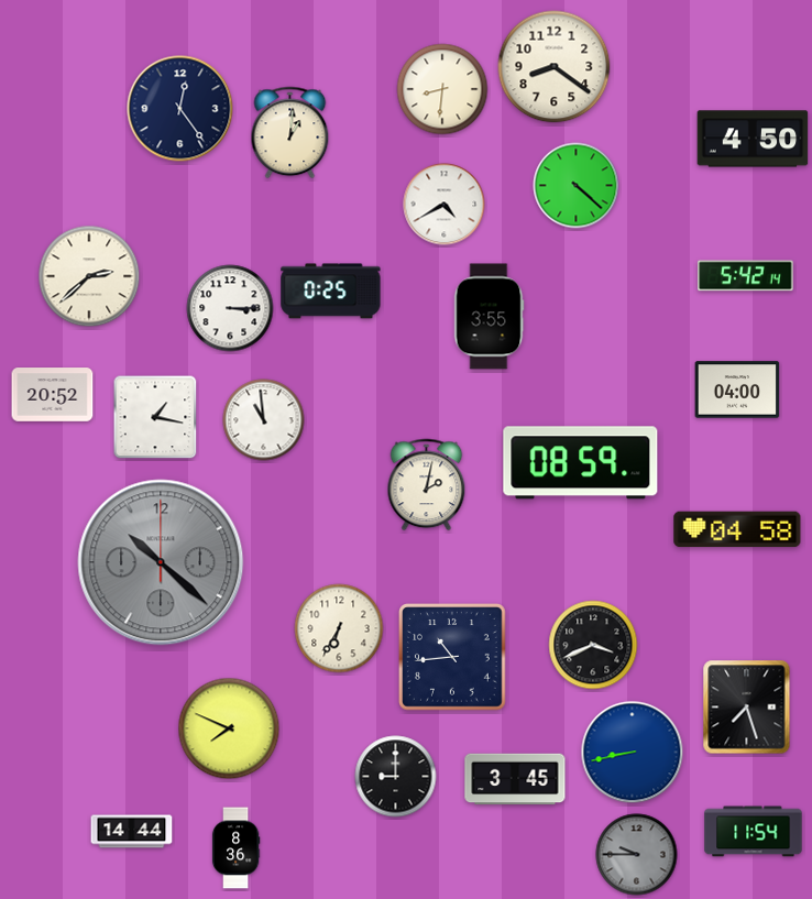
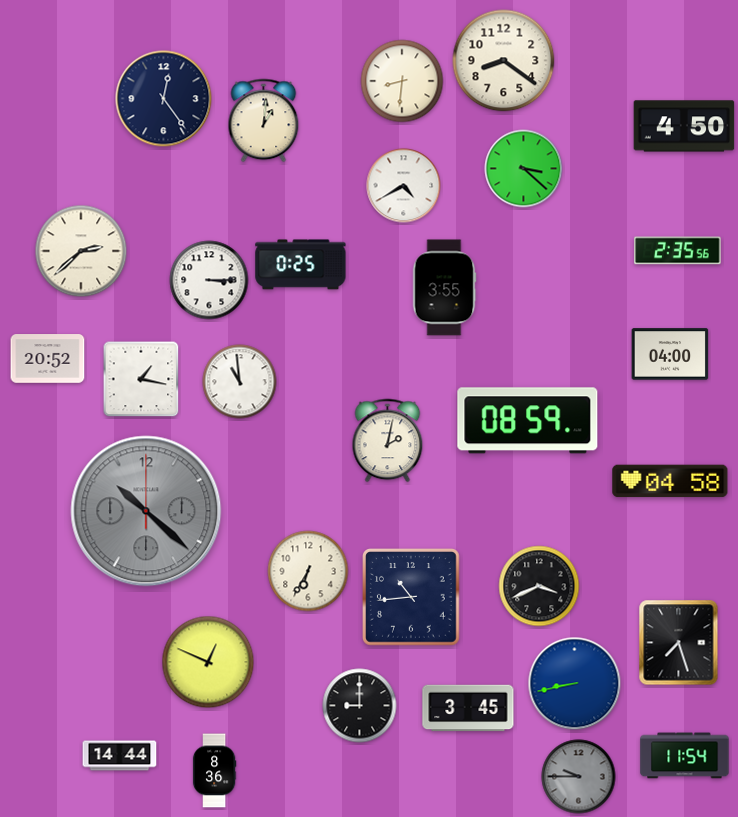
clock at (577, 186): 4:22 -> 3:22
clock at (746, 276): 5:42 -> 2:35
clock at (229, 728): 7:49 -> 12:49
